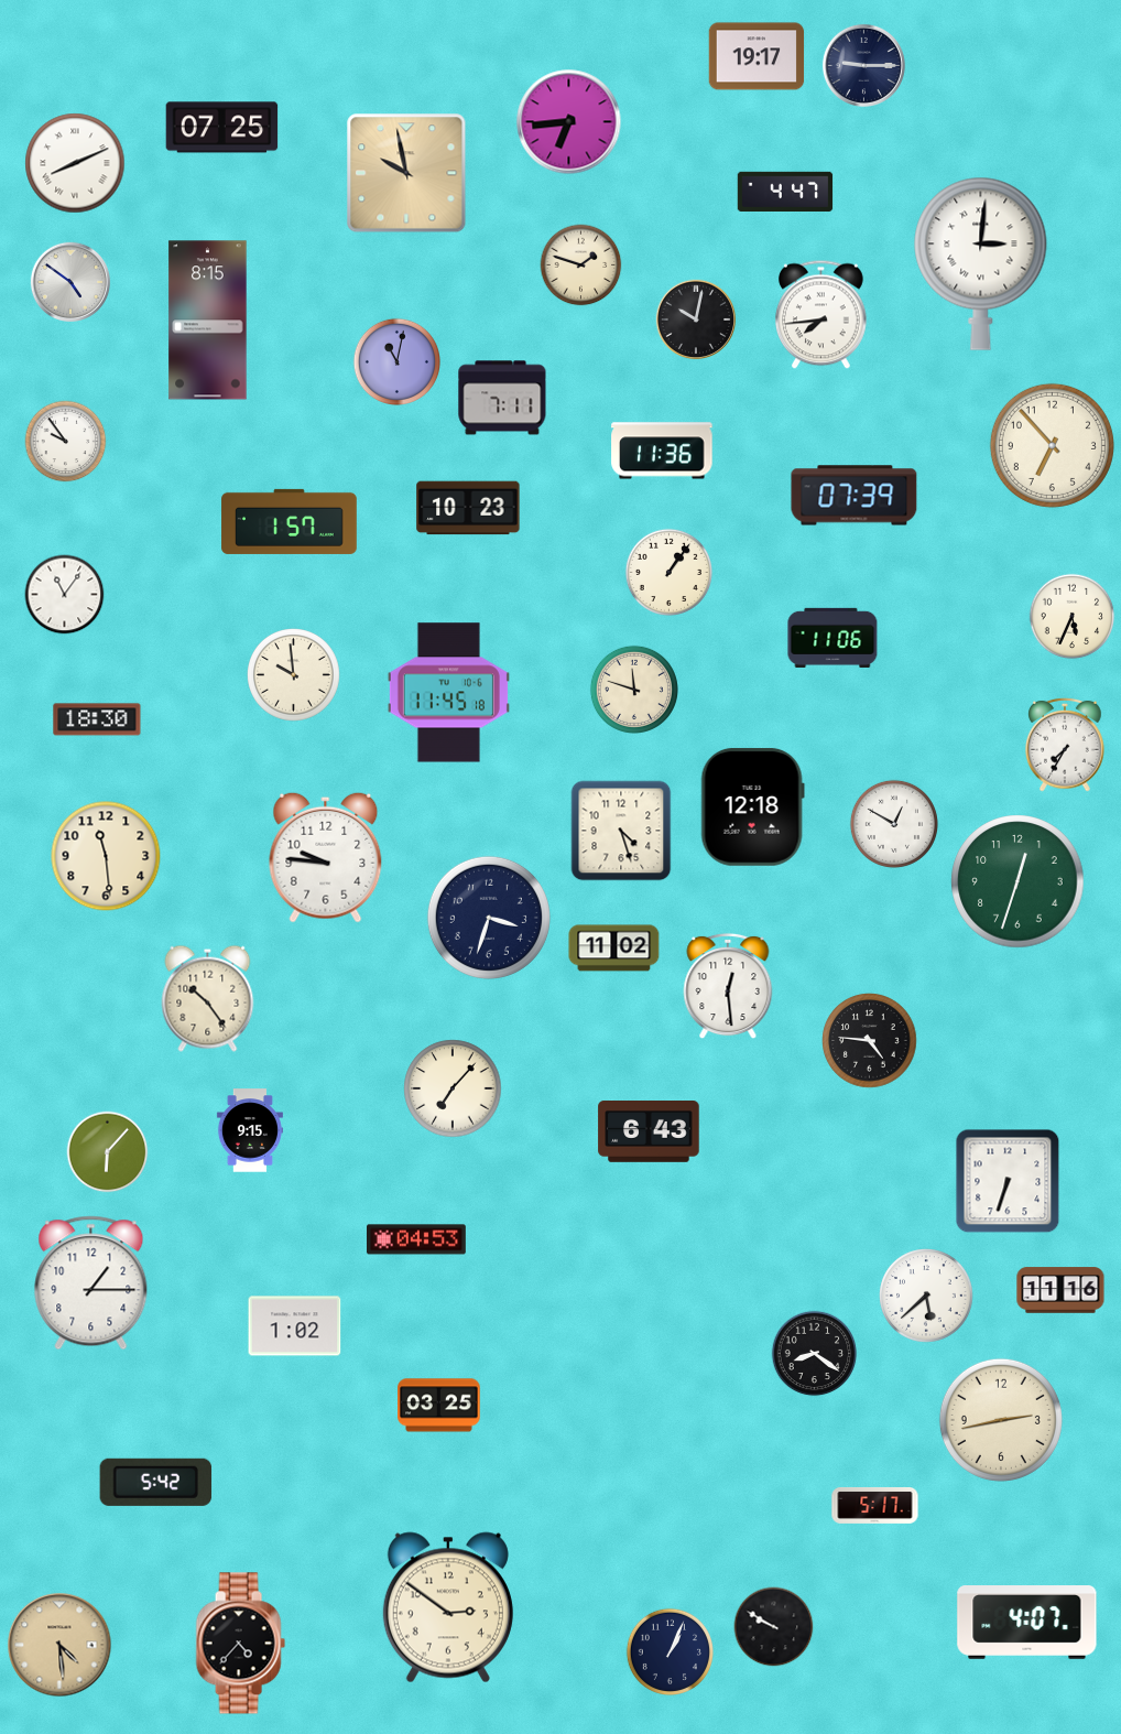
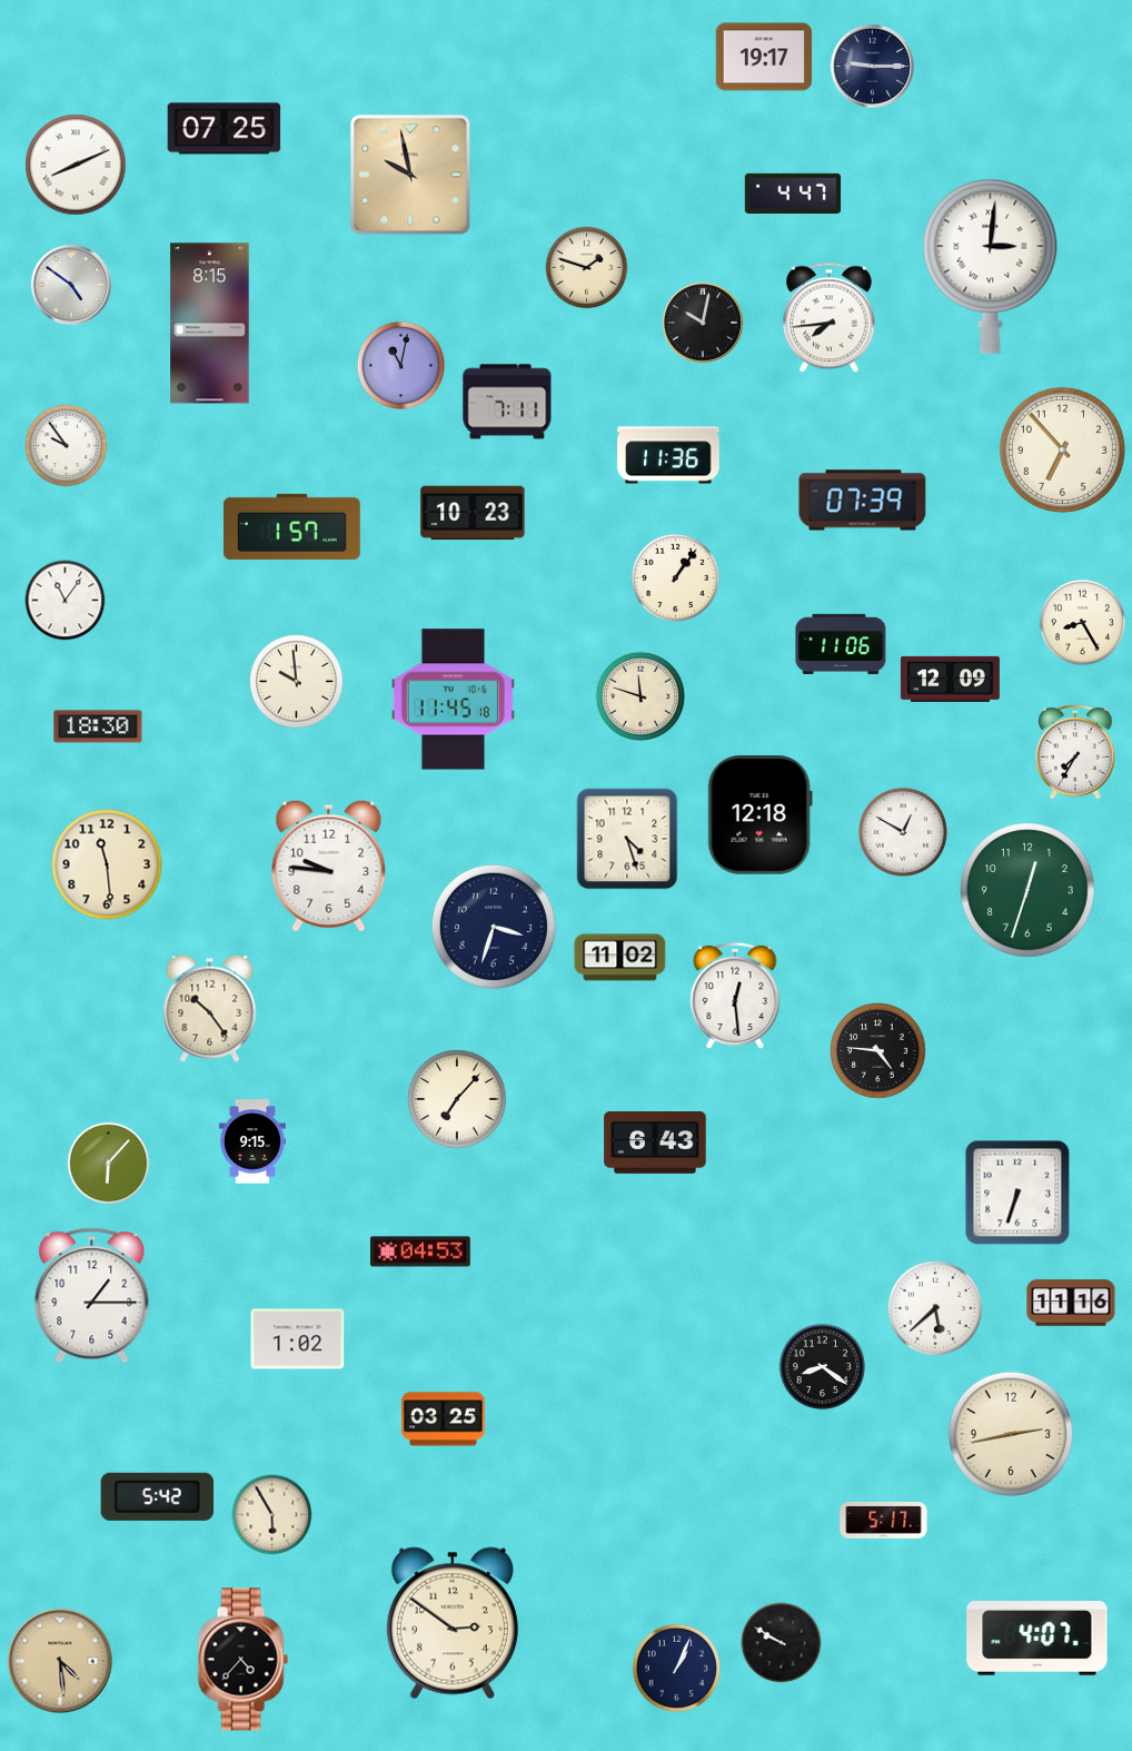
clock at (569, 122): 6:44 -> none
clock at (1073, 617): 5:34 -> 8:25
clock at (950, 679): none -> 12:09
clock at (272, 1515): none -> 5:55
